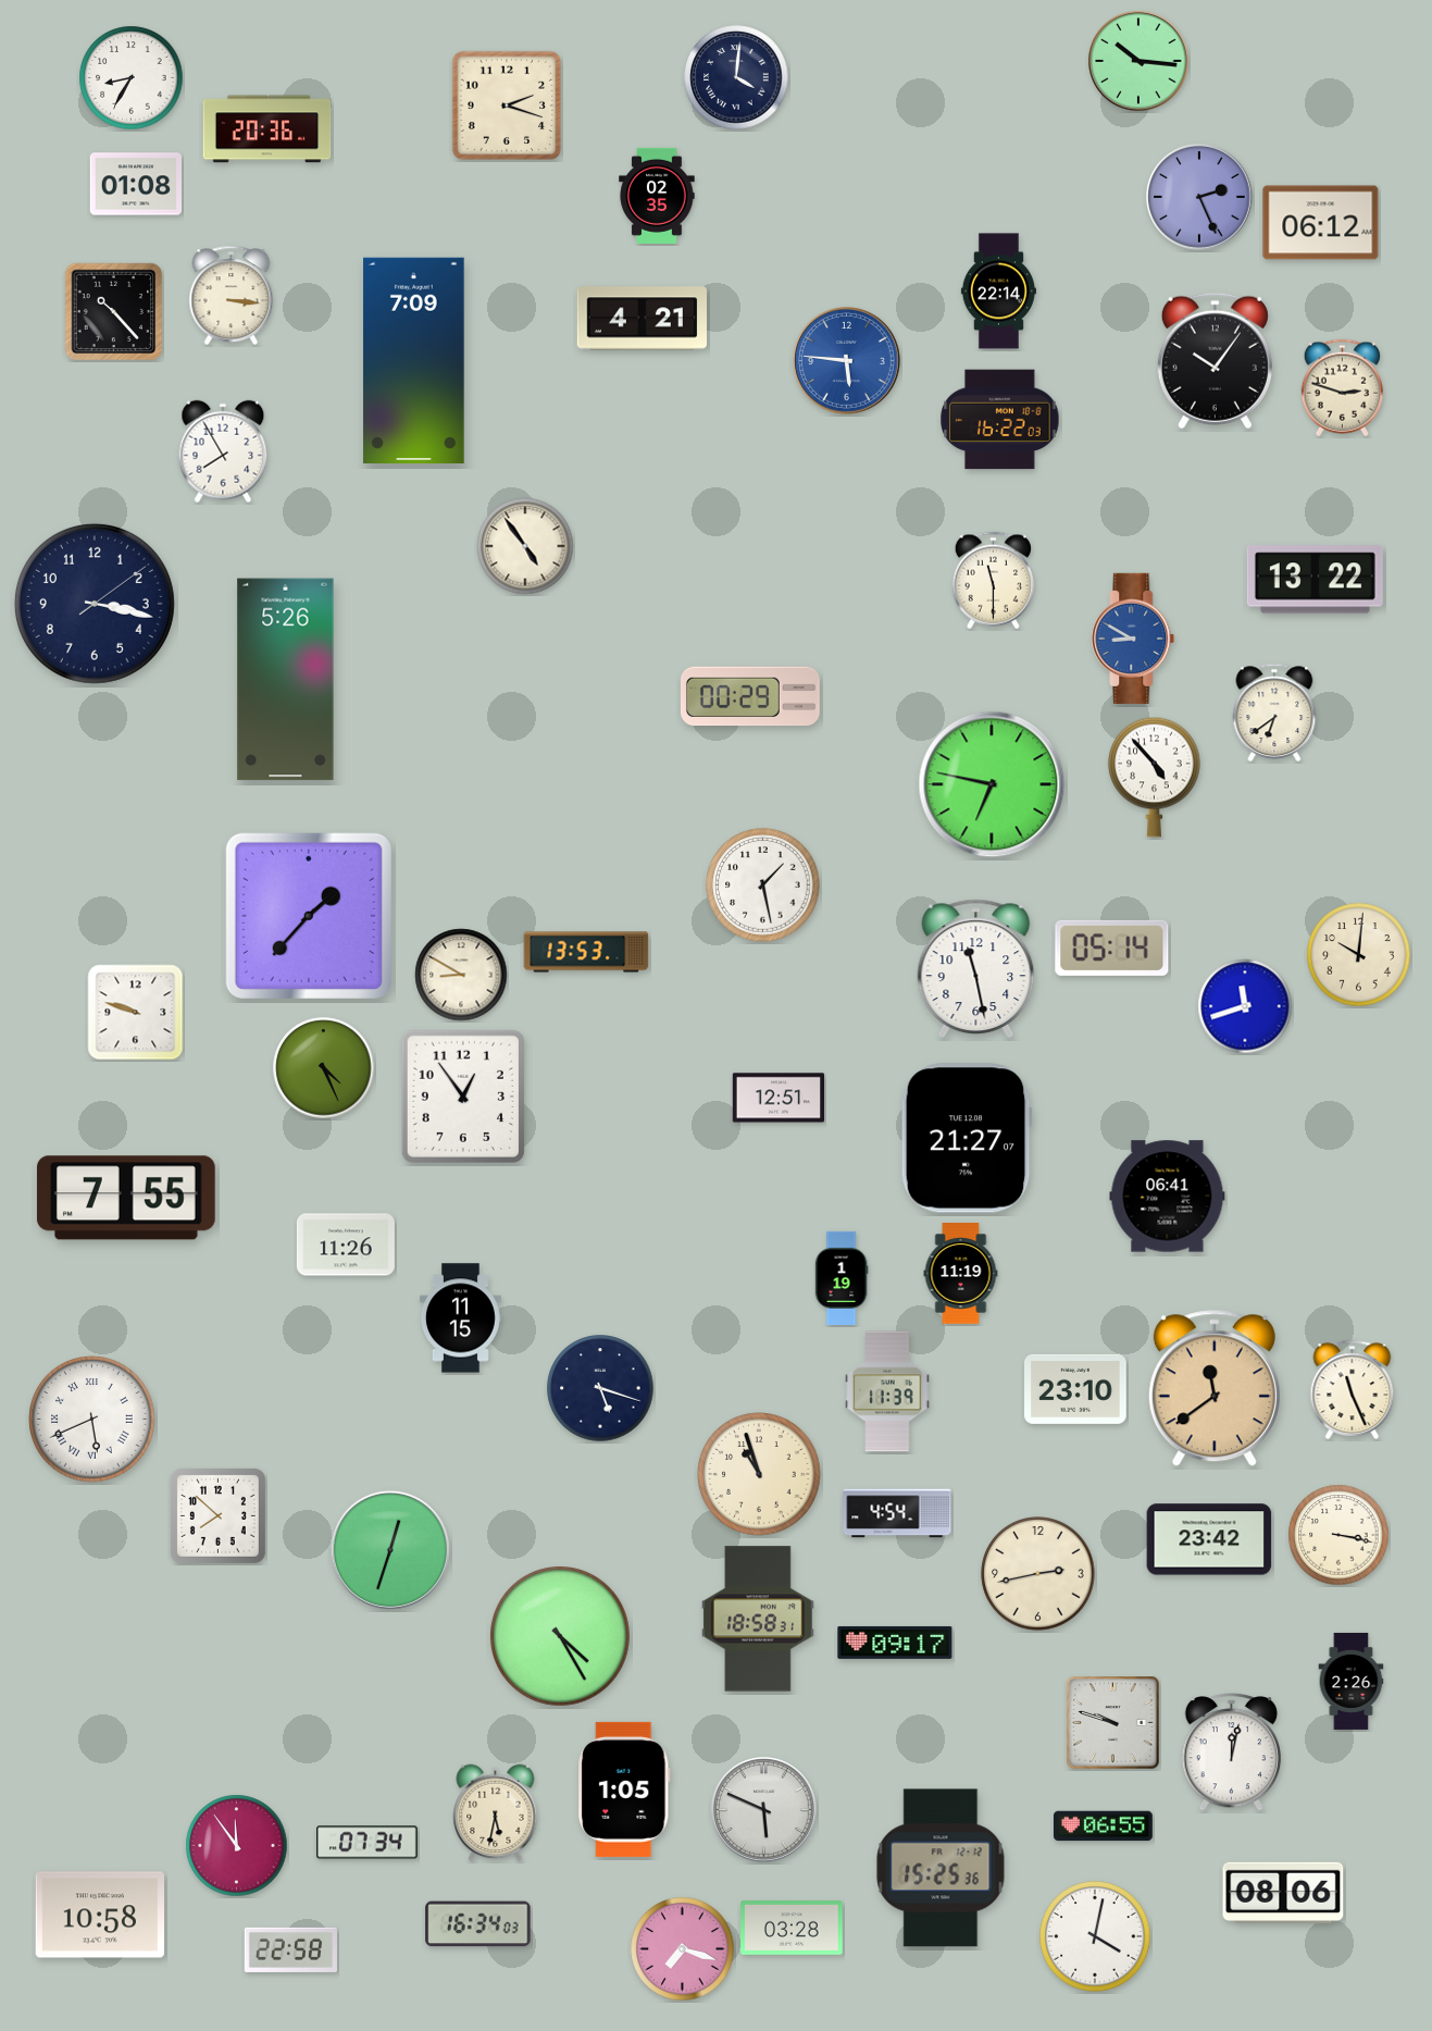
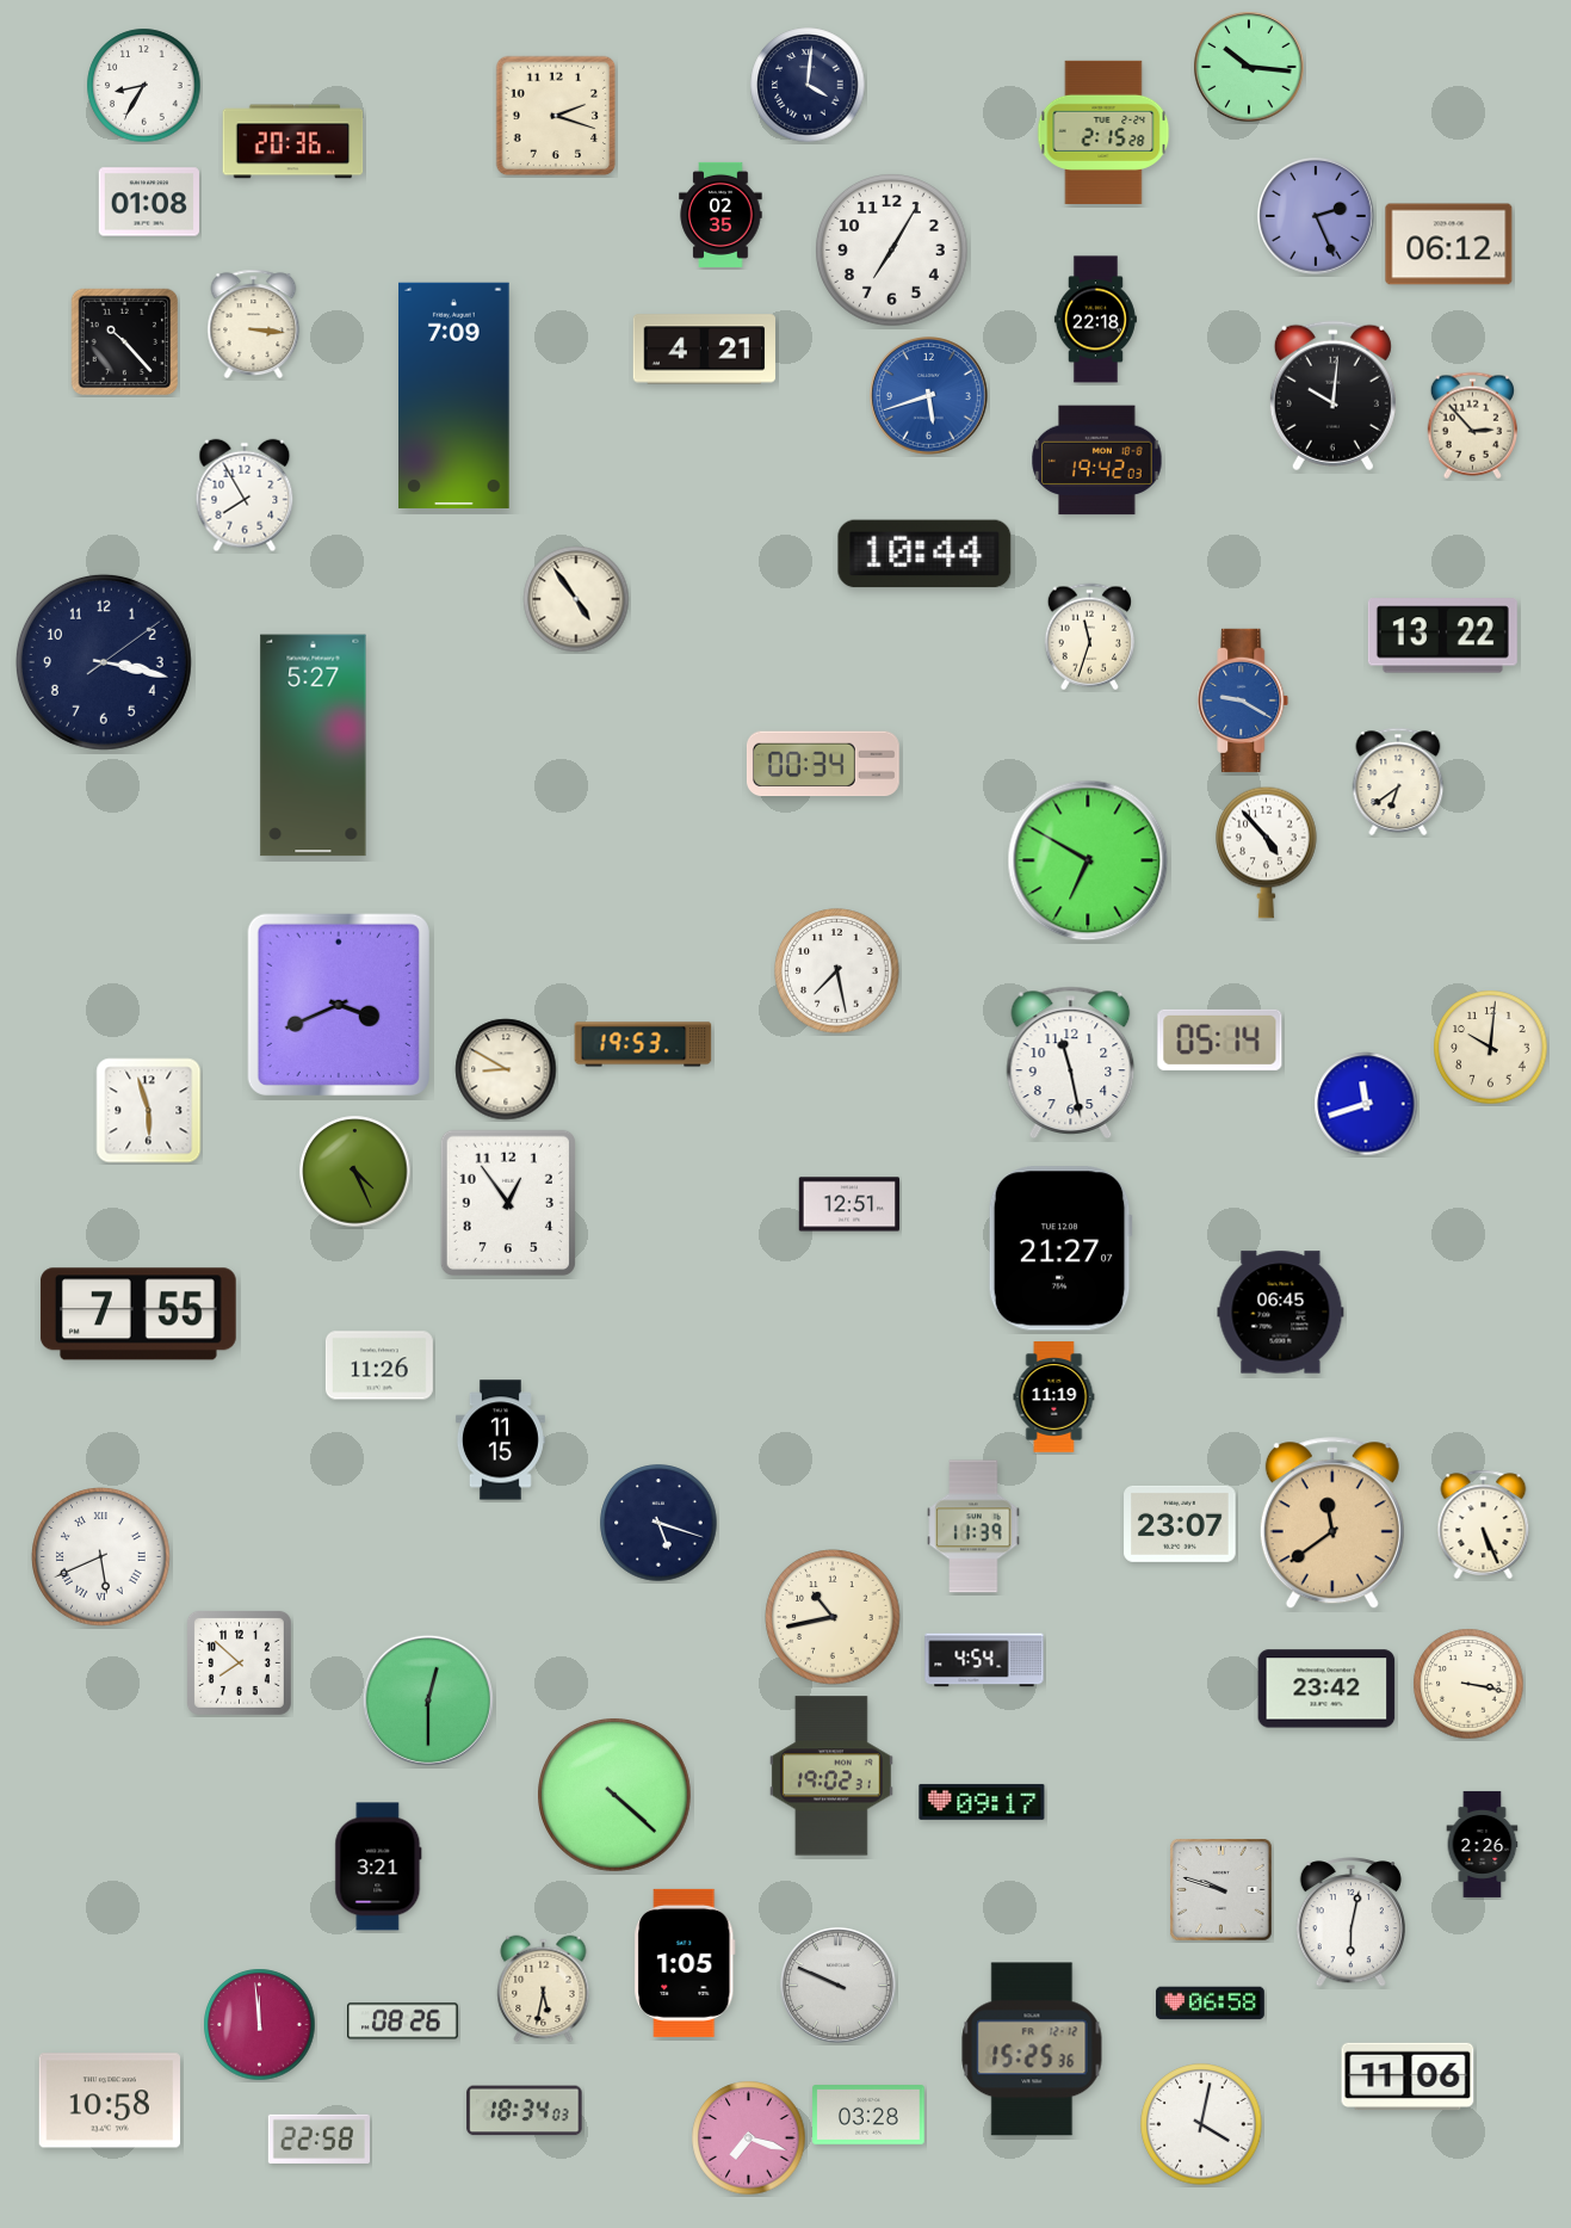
clock at (1103, 131): none -> 2:15
clock at (892, 251): none -> 7:05
clock at (998, 292): 22:14 -> 22:18
clock at (847, 361): 5:46 -> 5:42
clock at (1215, 361): 10:06 -> 10:01
clock at (1342, 388): 2:48 -> 2:53
clock at (1000, 420): 16:22 -> 19:42
clock at (924, 554): none -> 10:44
clock at (993, 581): 11:30 -> 11:33
clock at (1133, 639): 8:50 -> 9:20
clock at (286, 680): 5:26 -> 5:27
clock at (750, 696): 00:29 -> 00:34
clock at (992, 784): 6:47 -> 6:50
clock at (763, 886): 1:28 -> 7:28
clock at (309, 916): 1:37 -> 3:41
clock at (586, 952): 13:53 -> 19:53
clock at (136, 1013): 9:48 -> 5:57
clock at (779, 1098) position: (779, 1098) -> (849, 1204)
clock at (1168, 1197): 06:41 -> 06:45
clock at (842, 1277): 1:19 -> none
clock at (460, 1318) position: (460, 1318) -> (500, 1440)
clock at (1075, 1389): 23:10 -> 23:07
clock at (1353, 1389): 11:26 -> 5:26
clock at (759, 1474): 10:57 -> 10:43
clock at (390, 1550): 12:33 -> 12:30
clock at (1038, 1574): 2:43 -> none
clock at (758, 1619): 18:58 -> 19:02
clock at (561, 1637): 4:25 -> 4:22
clock at (378, 1866): none -> 3:21
clock at (1231, 1753): 12:02 -> 6:02
clock at (764, 1810): 5:49 -> 9:49
clock at (1103, 1826): 06:55 -> 06:58
clock at (368, 1843): 07:34 -> 08:26
clock at (237, 1846): 11:54 -> 11:59
clock at (1283, 1892): 08:06 -> 11:06
clock at (478, 1924): 16:34 -> 18:34
